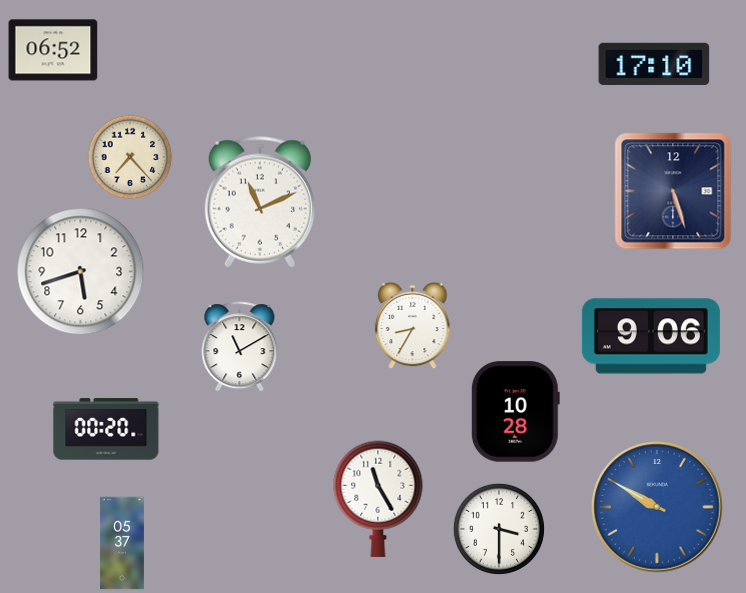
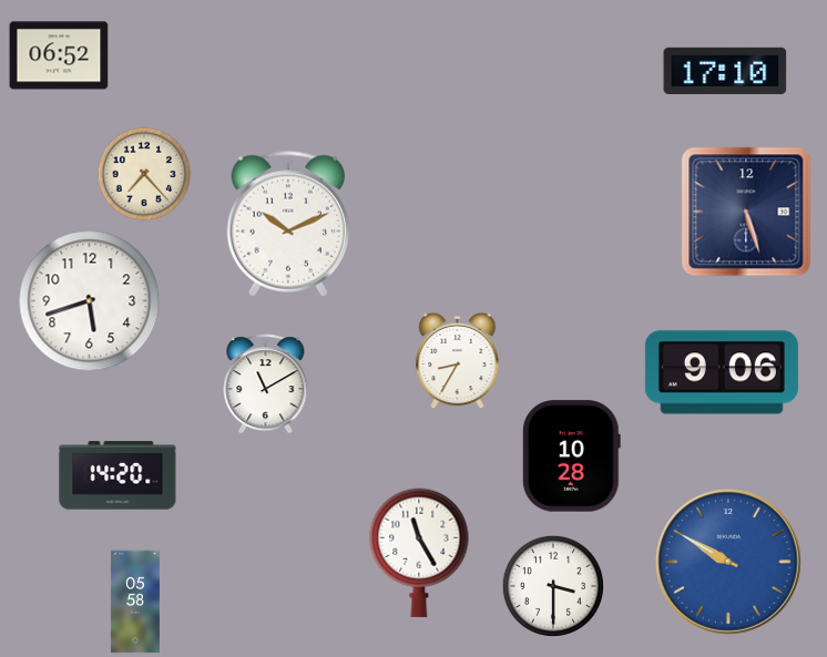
clock at (259, 202): 11:11 -> 10:11
clock at (106, 429): 00:20 -> 14:20
clock at (123, 543): 05:37 -> 05:58
